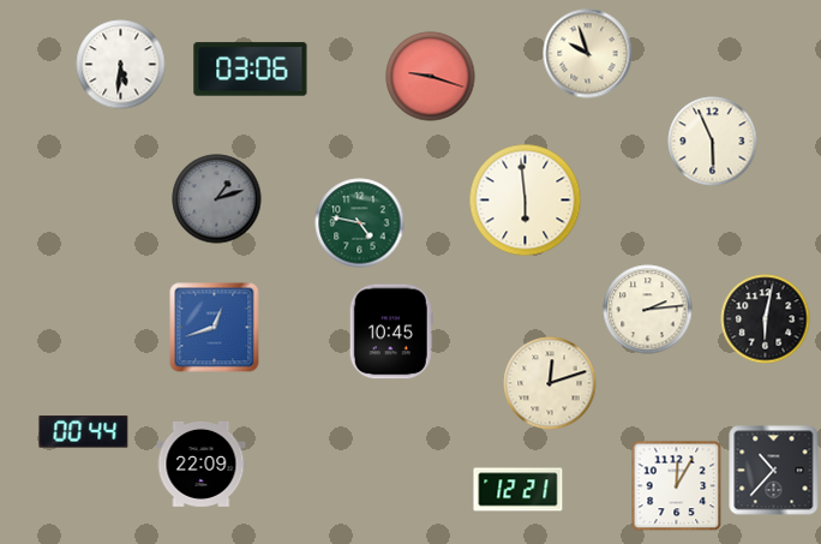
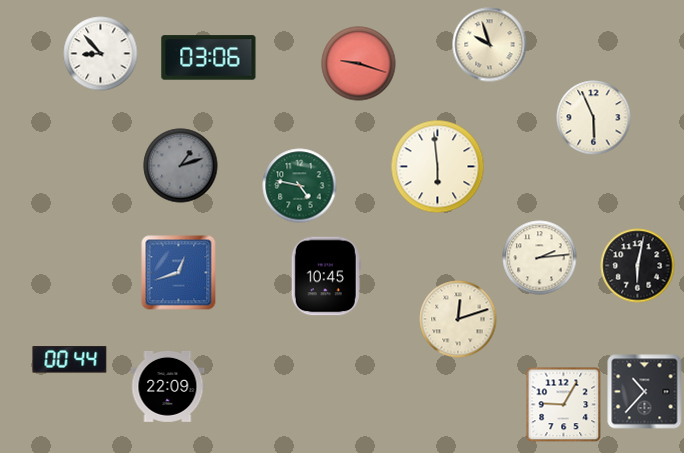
clock at (121, 65): 5:31 -> 8:53
clock at (677, 486): 12:05 -> 9:05
clock at (519, 490): 12:21 -> none
